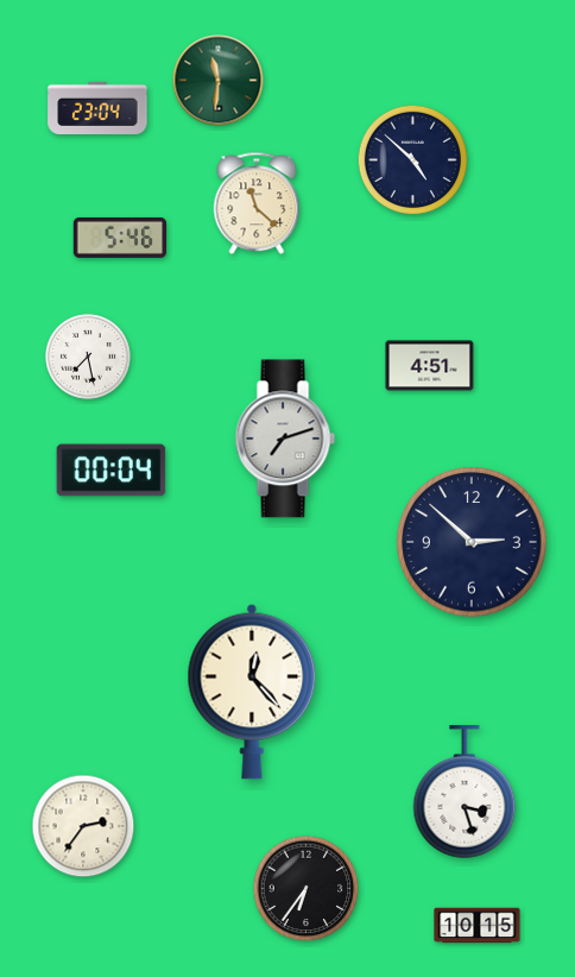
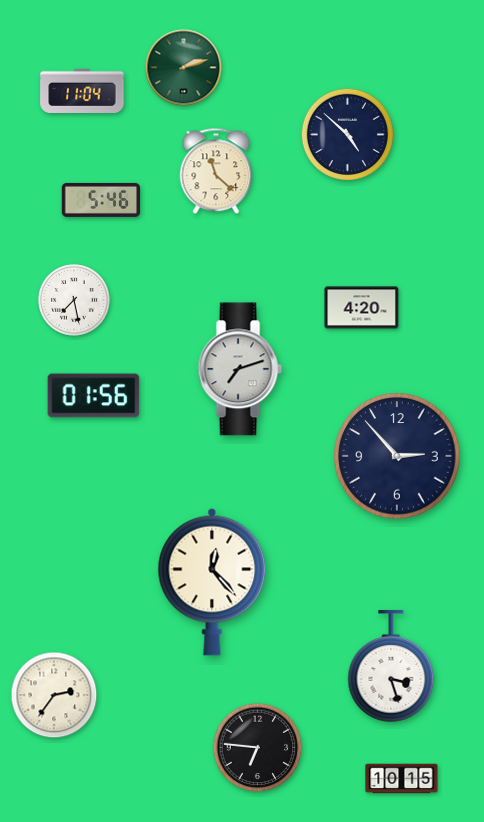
clock at (219, 81): 11:31 -> 2:12
clock at (97, 108): 23:04 -> 11:04
clock at (430, 366): 4:51 -> 4:20
clock at (112, 471): 00:04 -> 01:56
clock at (472, 542): 2:52 -> 2:53
clock at (83, 826) position: (83, 826) -> (54, 695)
clock at (307, 889): 6:36 -> 6:46
